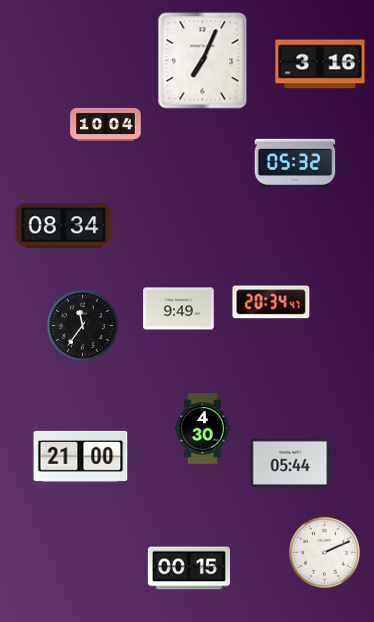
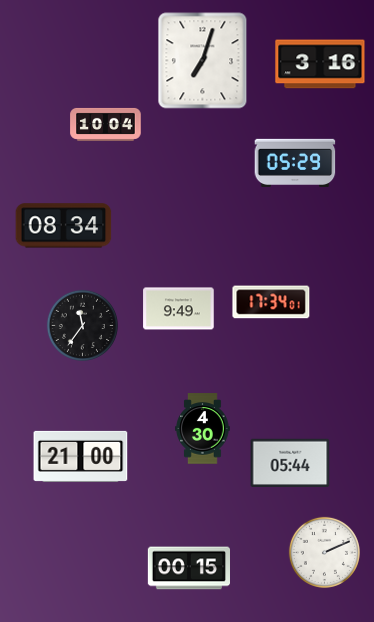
clock at (203, 61): 7:04 -> 7:03
clock at (295, 163): 05:32 -> 05:29
clock at (271, 302): 20:34 -> 17:34
